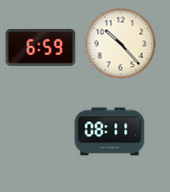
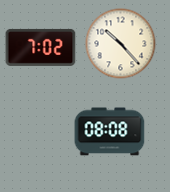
clock at (41, 47): 6:59 -> 7:02
clock at (110, 132): 08:11 -> 08:08
